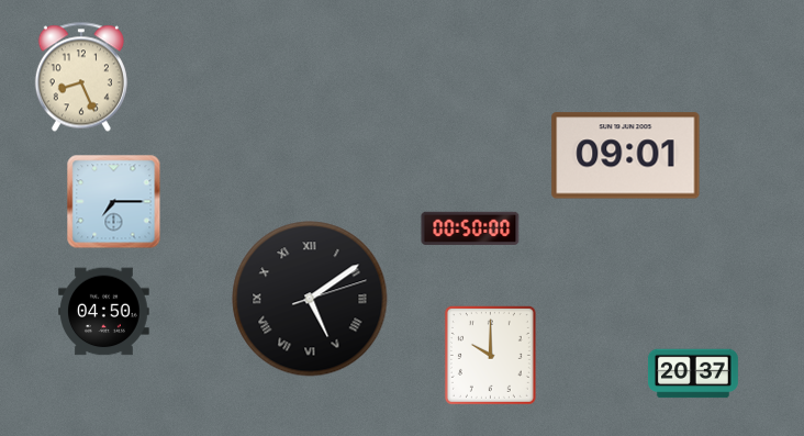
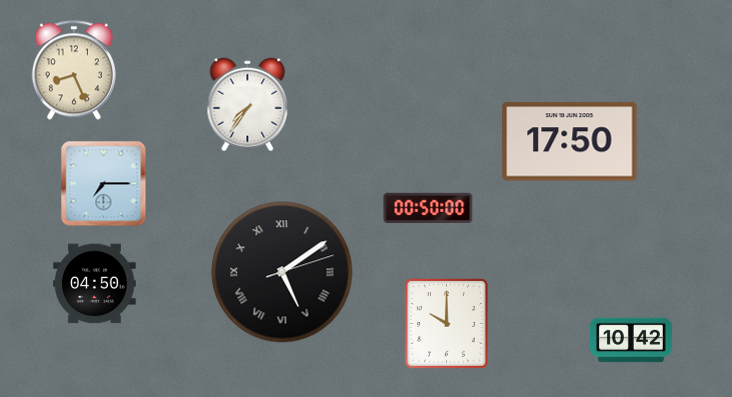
clock at (248, 105): none -> 7:36
clock at (626, 156): 09:01 -> 17:50
clock at (693, 373): 20:37 -> 10:42
